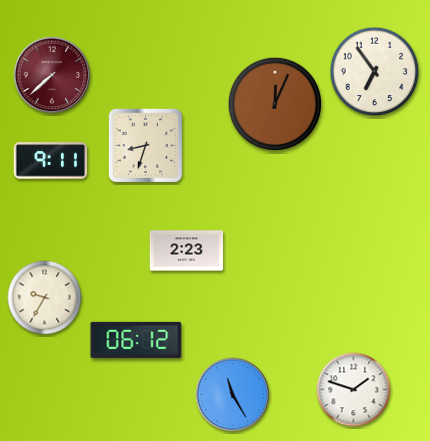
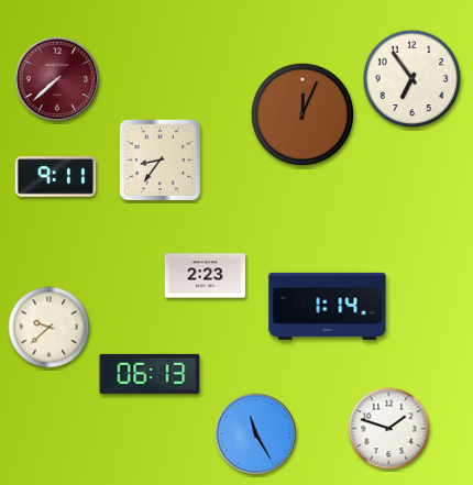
clock at (52, 75) position: (52, 75) -> (57, 79)
clock at (145, 145): 8:33 -> 8:36
clock at (328, 306): none -> 1:14
clock at (45, 298): 9:35 -> 9:38
clock at (136, 340): 06:12 -> 06:13
